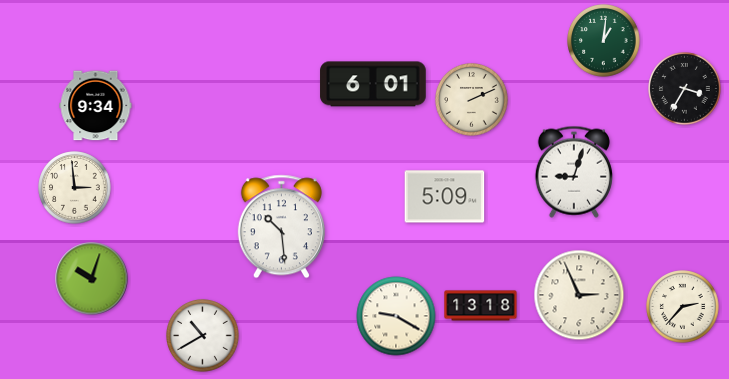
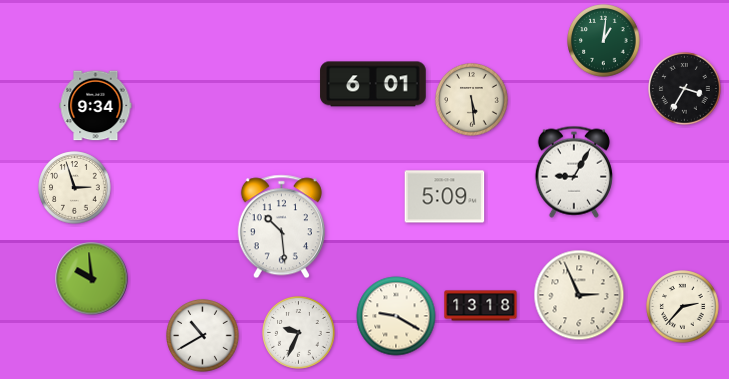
clock at (472, 100): 2:11 -> 5:29
clock at (574, 172): 9:03 -> 9:05
clock at (75, 188): 2:59 -> 2:57
clock at (92, 279): 10:03 -> 9:59
clock at (299, 333): none -> 9:34
